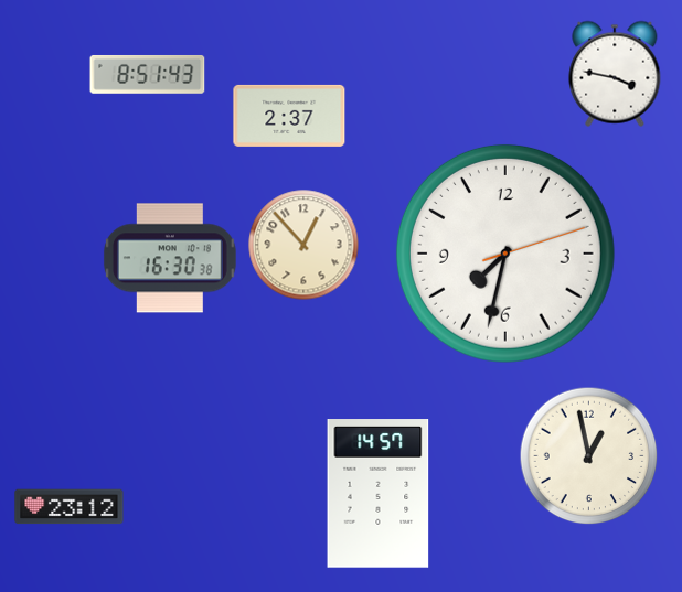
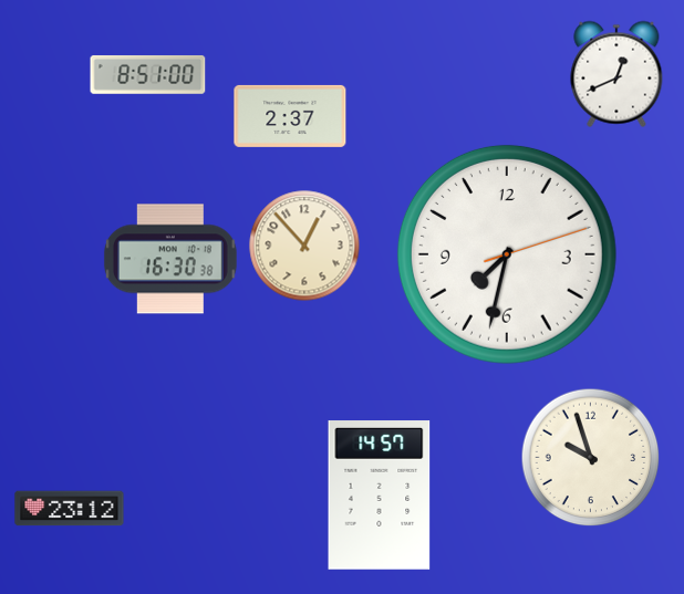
clock at (148, 74): 8:51:43 -> 8:51:00
clock at (615, 74): 3:47 -> 12:41
clock at (589, 456): 12:58 -> 9:57
